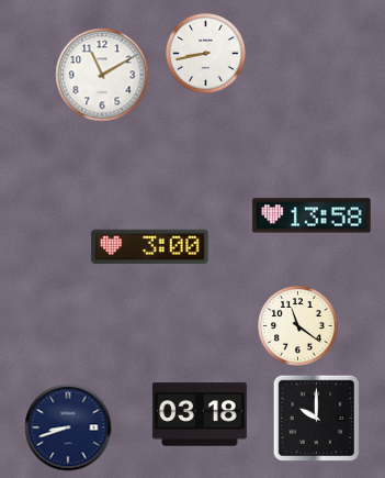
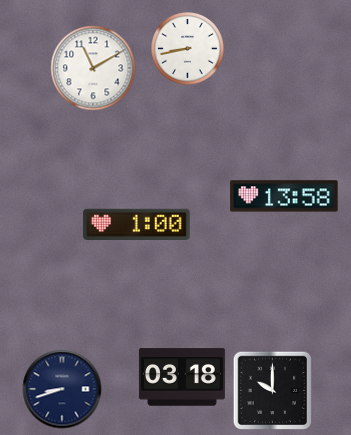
clock at (150, 246): 3:00 -> 1:00
clock at (298, 326): 11:21 -> none
clock at (317, 419) position: (317, 419) -> (273, 391)
